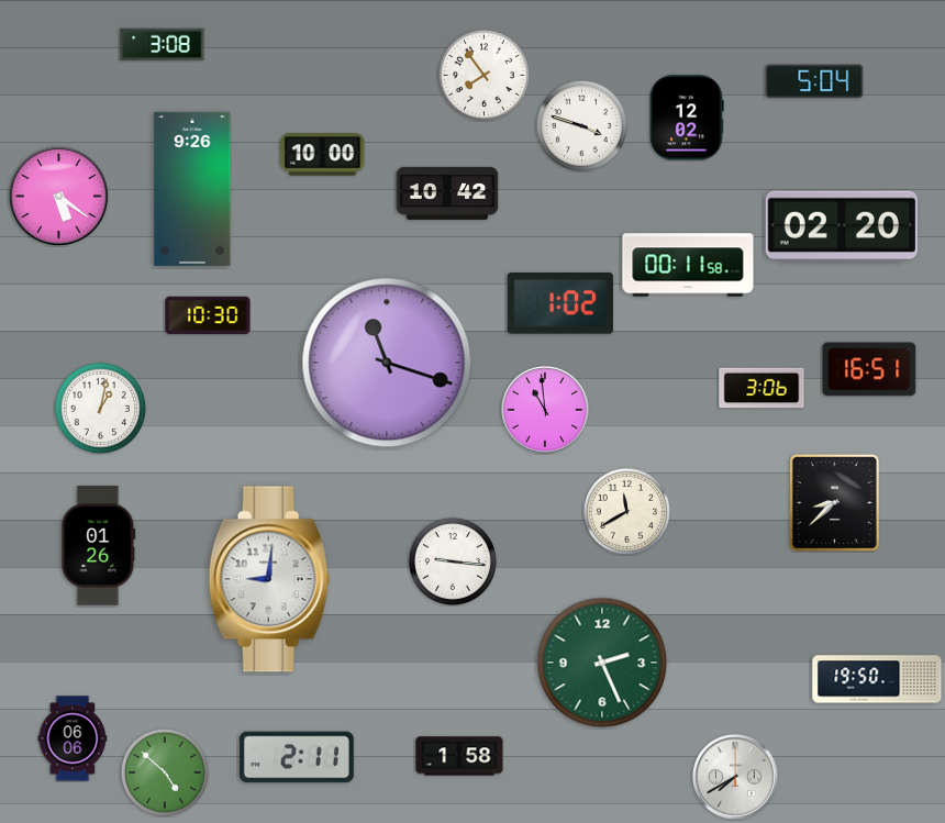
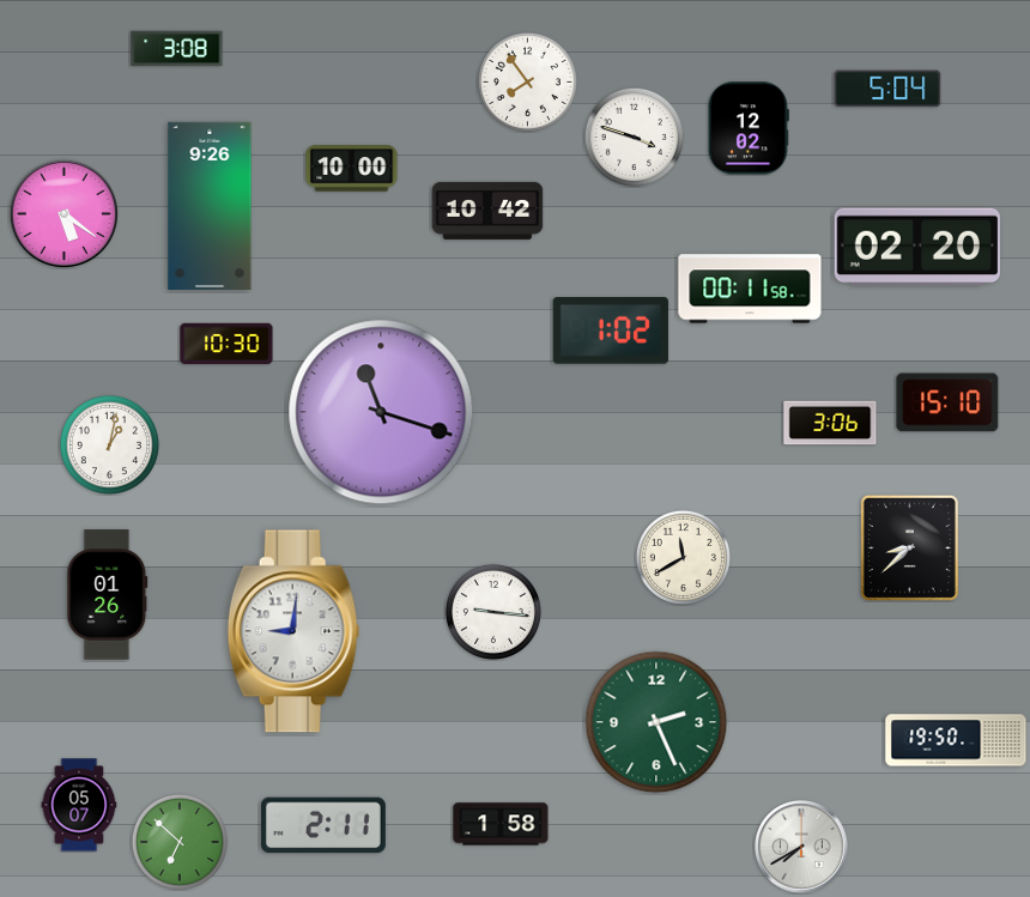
clock at (387, 363) position: (387, 363) -> (381, 412)
clock at (869, 369): 16:51 -> 15:10
clock at (546, 411): 10:59 -> none
clock at (73, 738): 06:06 -> 05:07
clock at (165, 772): 4:52 -> 6:52
